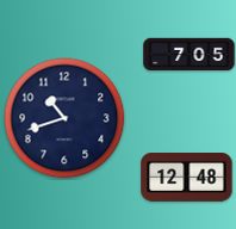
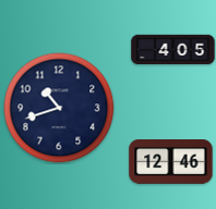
clock at (190, 55): 7:05 -> 4:05
clock at (187, 178): 12:48 -> 12:46
